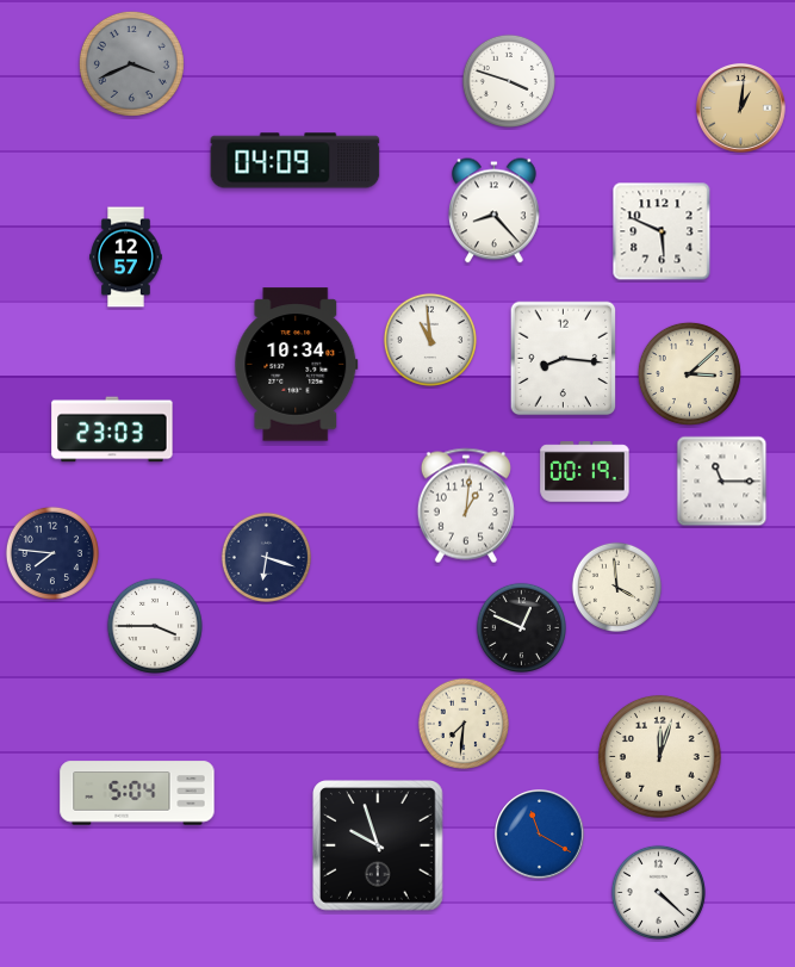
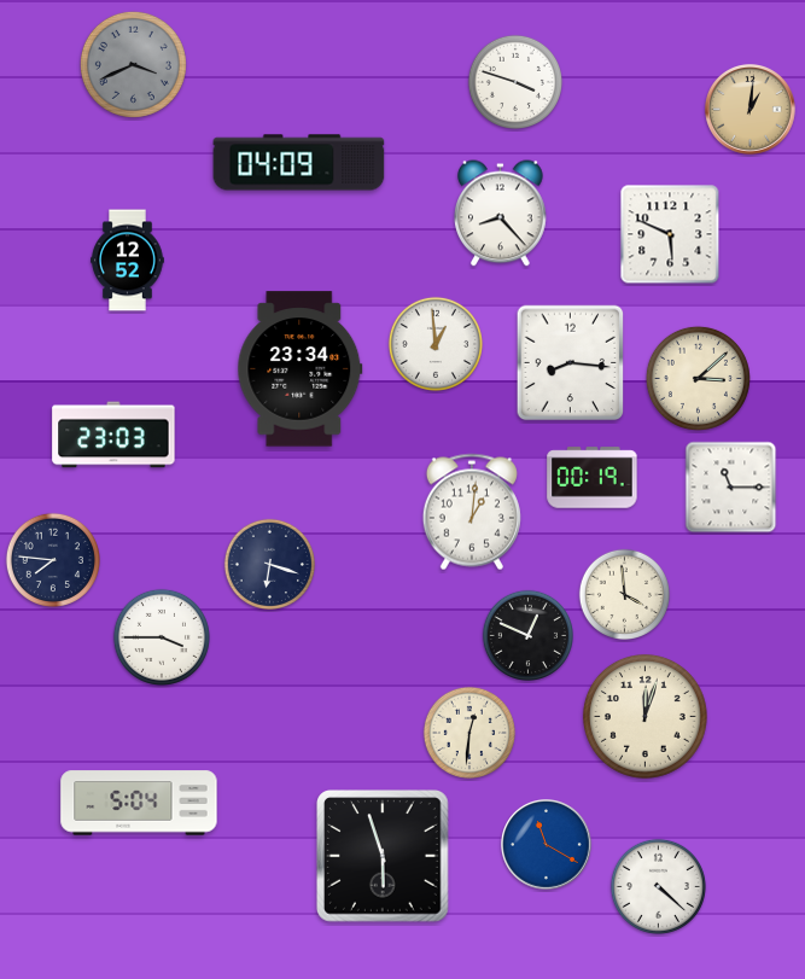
clock at (126, 258): 12:57 -> 12:52
clock at (430, 340): 10:59 -> 12:59
clock at (297, 365): 10:34 -> 23:34
clock at (155, 626) position: (155, 626) -> (162, 637)
clock at (464, 724): 7:31 -> 12:31
clock at (659, 756) position: (659, 756) -> (644, 716)
clock at (379, 847): 9:57 -> 5:57
clock at (658, 892) position: (658, 892) -> (658, 886)
